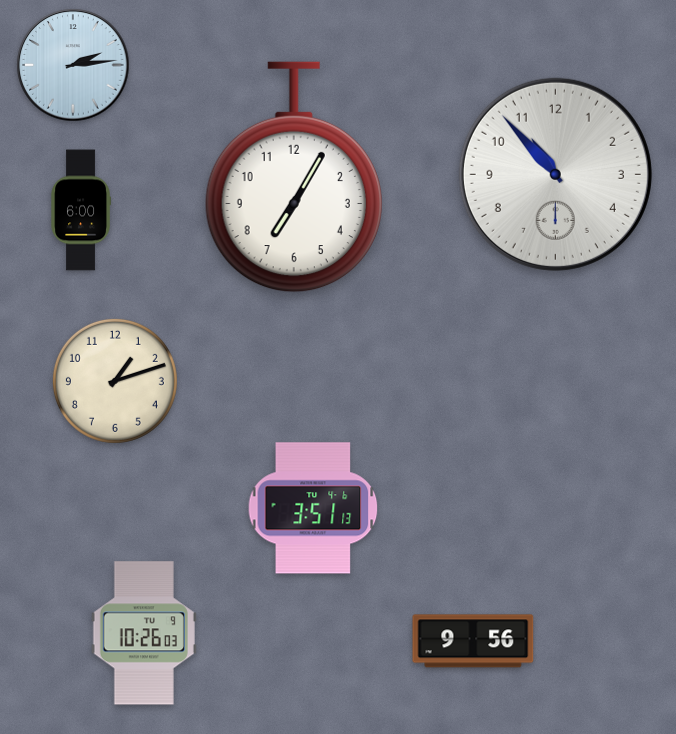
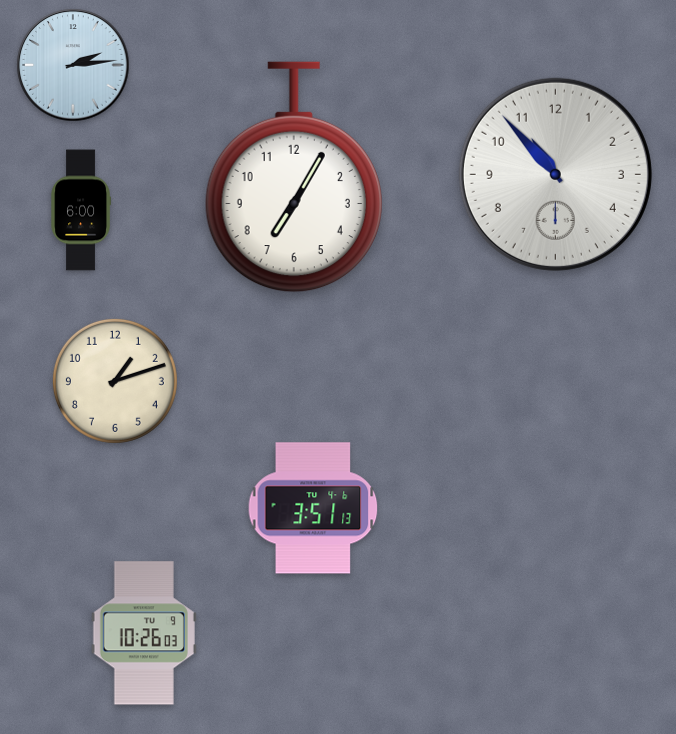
clock at (473, 641): 9:56 -> none
